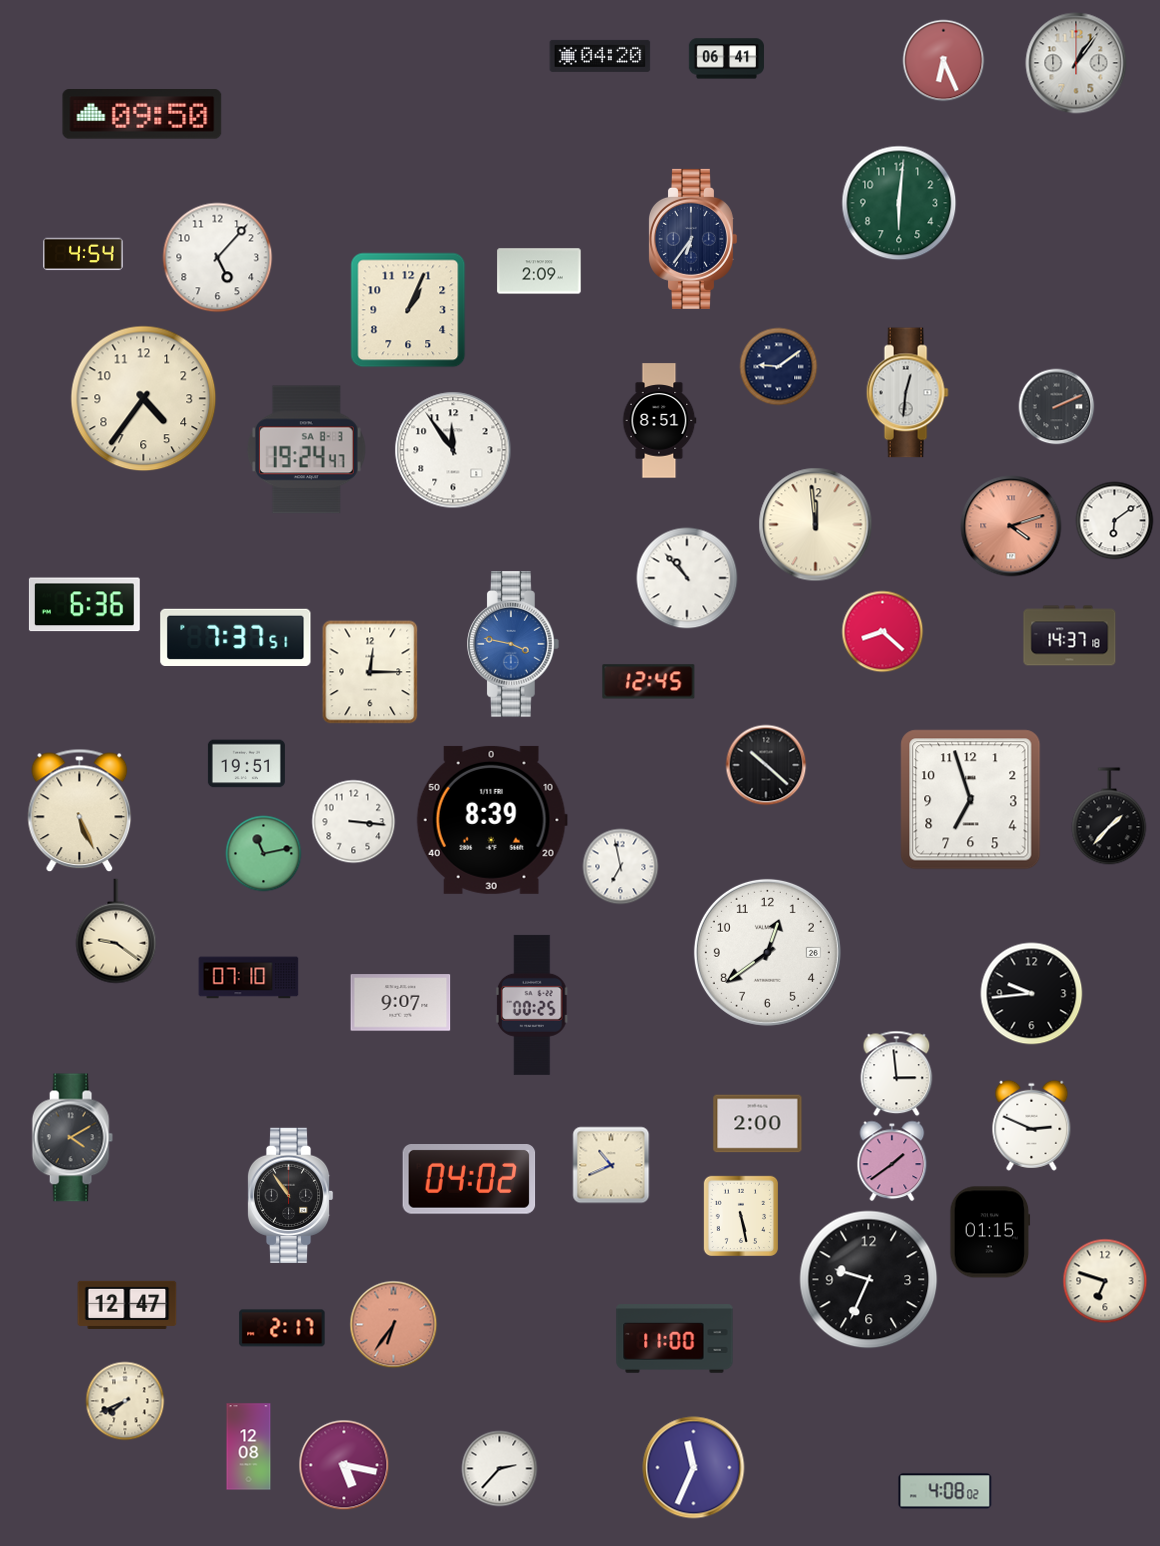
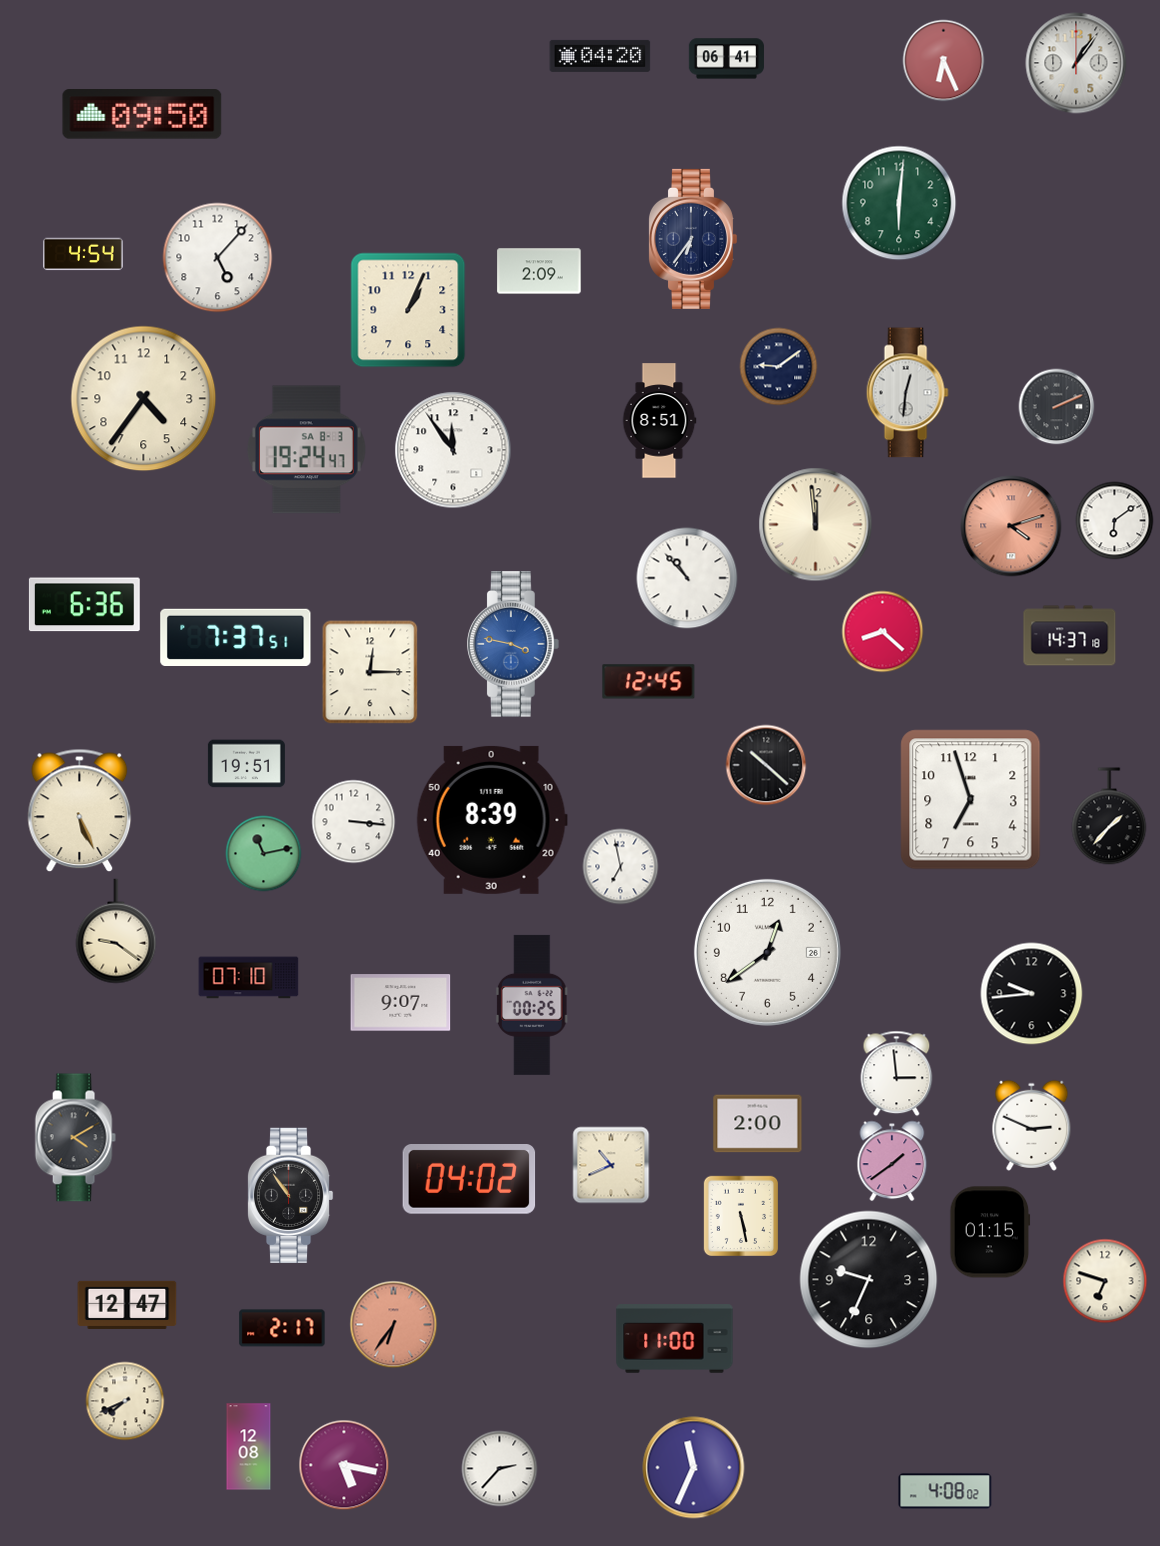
clock at (72, 1138) position: (72, 1138) -> (75, 1138)
